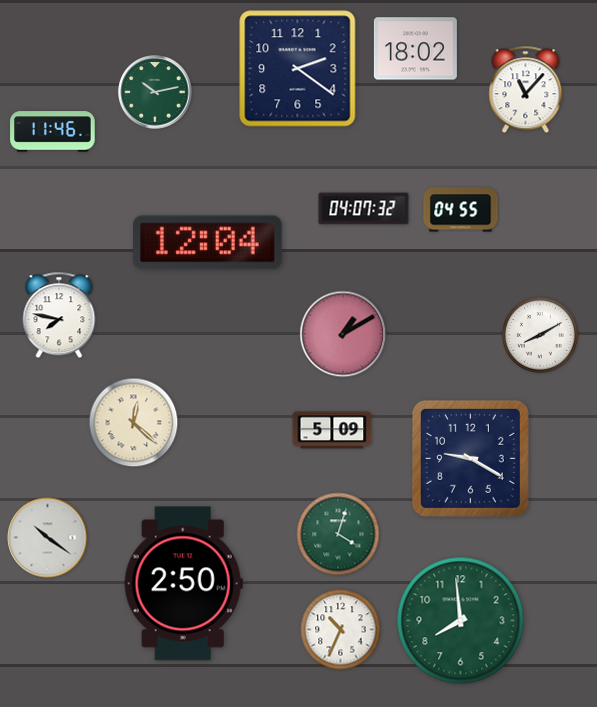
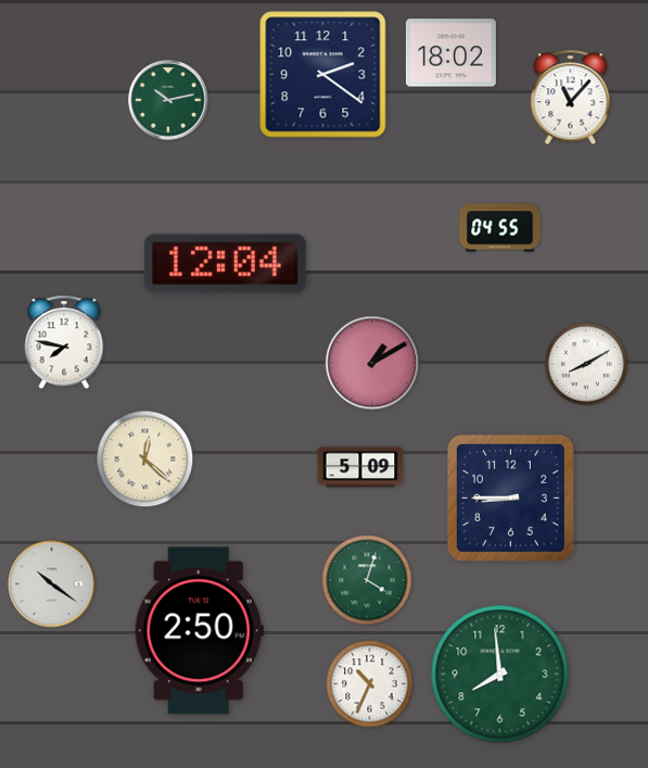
clock at (53, 132): 11:46 -> none
clock at (364, 209): 04:07 -> none
clock at (470, 458): 9:20 -> 8:45
clock at (183, 584) position: (183, 584) -> (199, 631)
